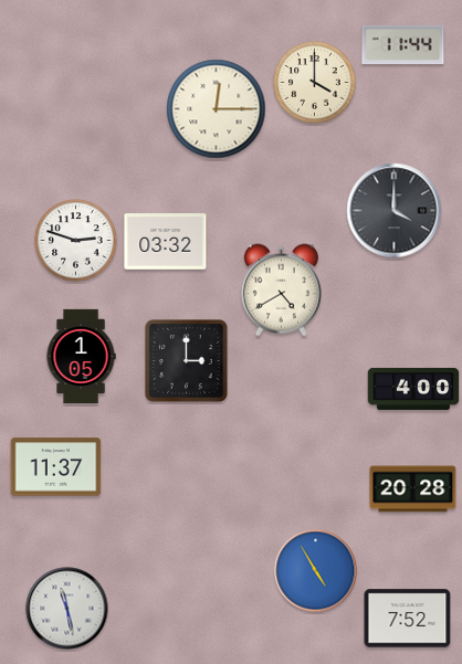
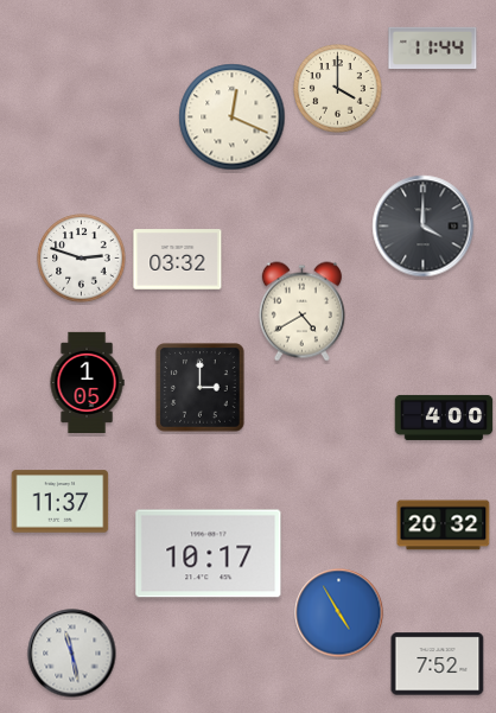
clock at (217, 109): 12:15 -> 12:19
clock at (413, 489): 20:28 -> 20:32
clock at (209, 554): none -> 10:17
